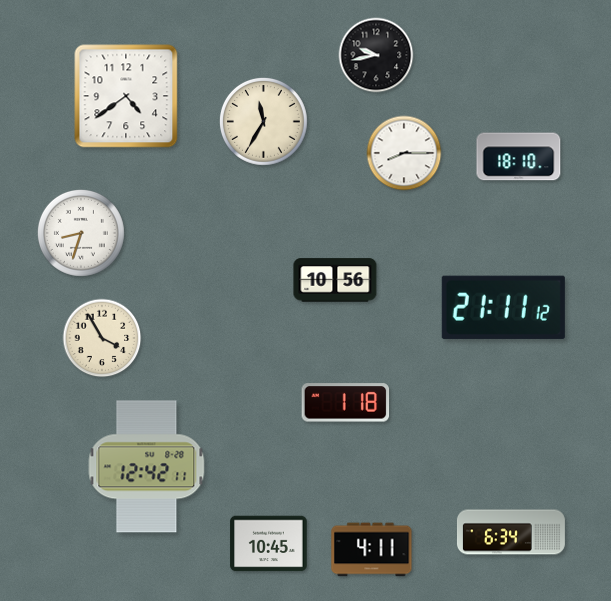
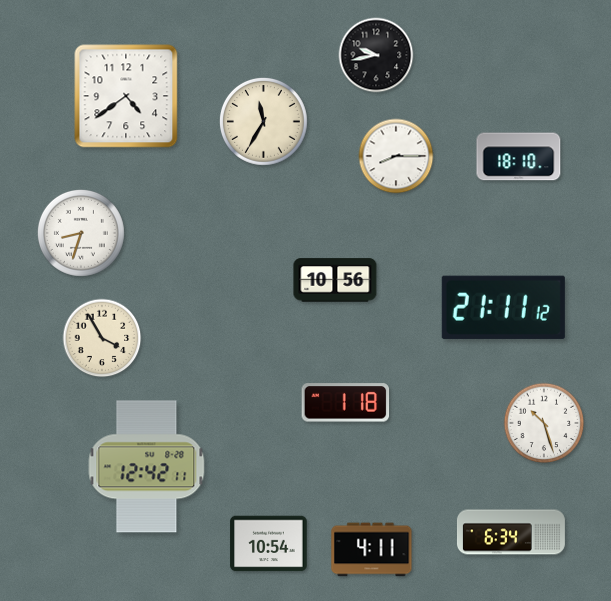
clock at (404, 153) position: (404, 153) -> (396, 156)
clock at (544, 423): none -> 10:27
clock at (269, 544): 10:45 -> 10:54
